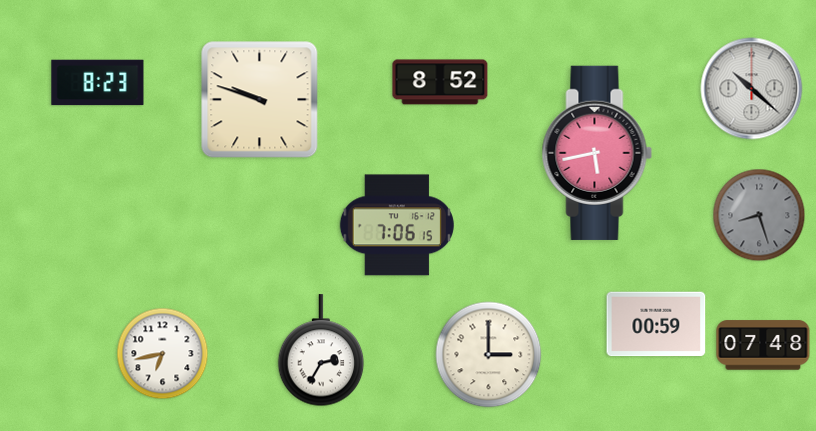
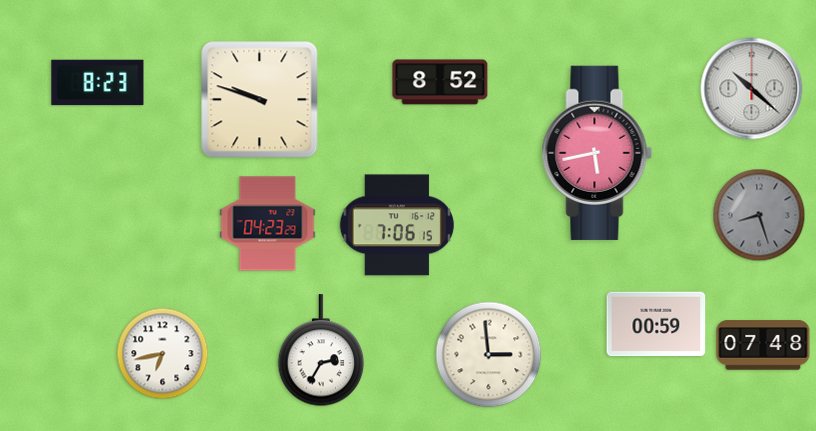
clock at (268, 224): none -> 04:23
clock at (489, 355): 3:00 -> 2:59
